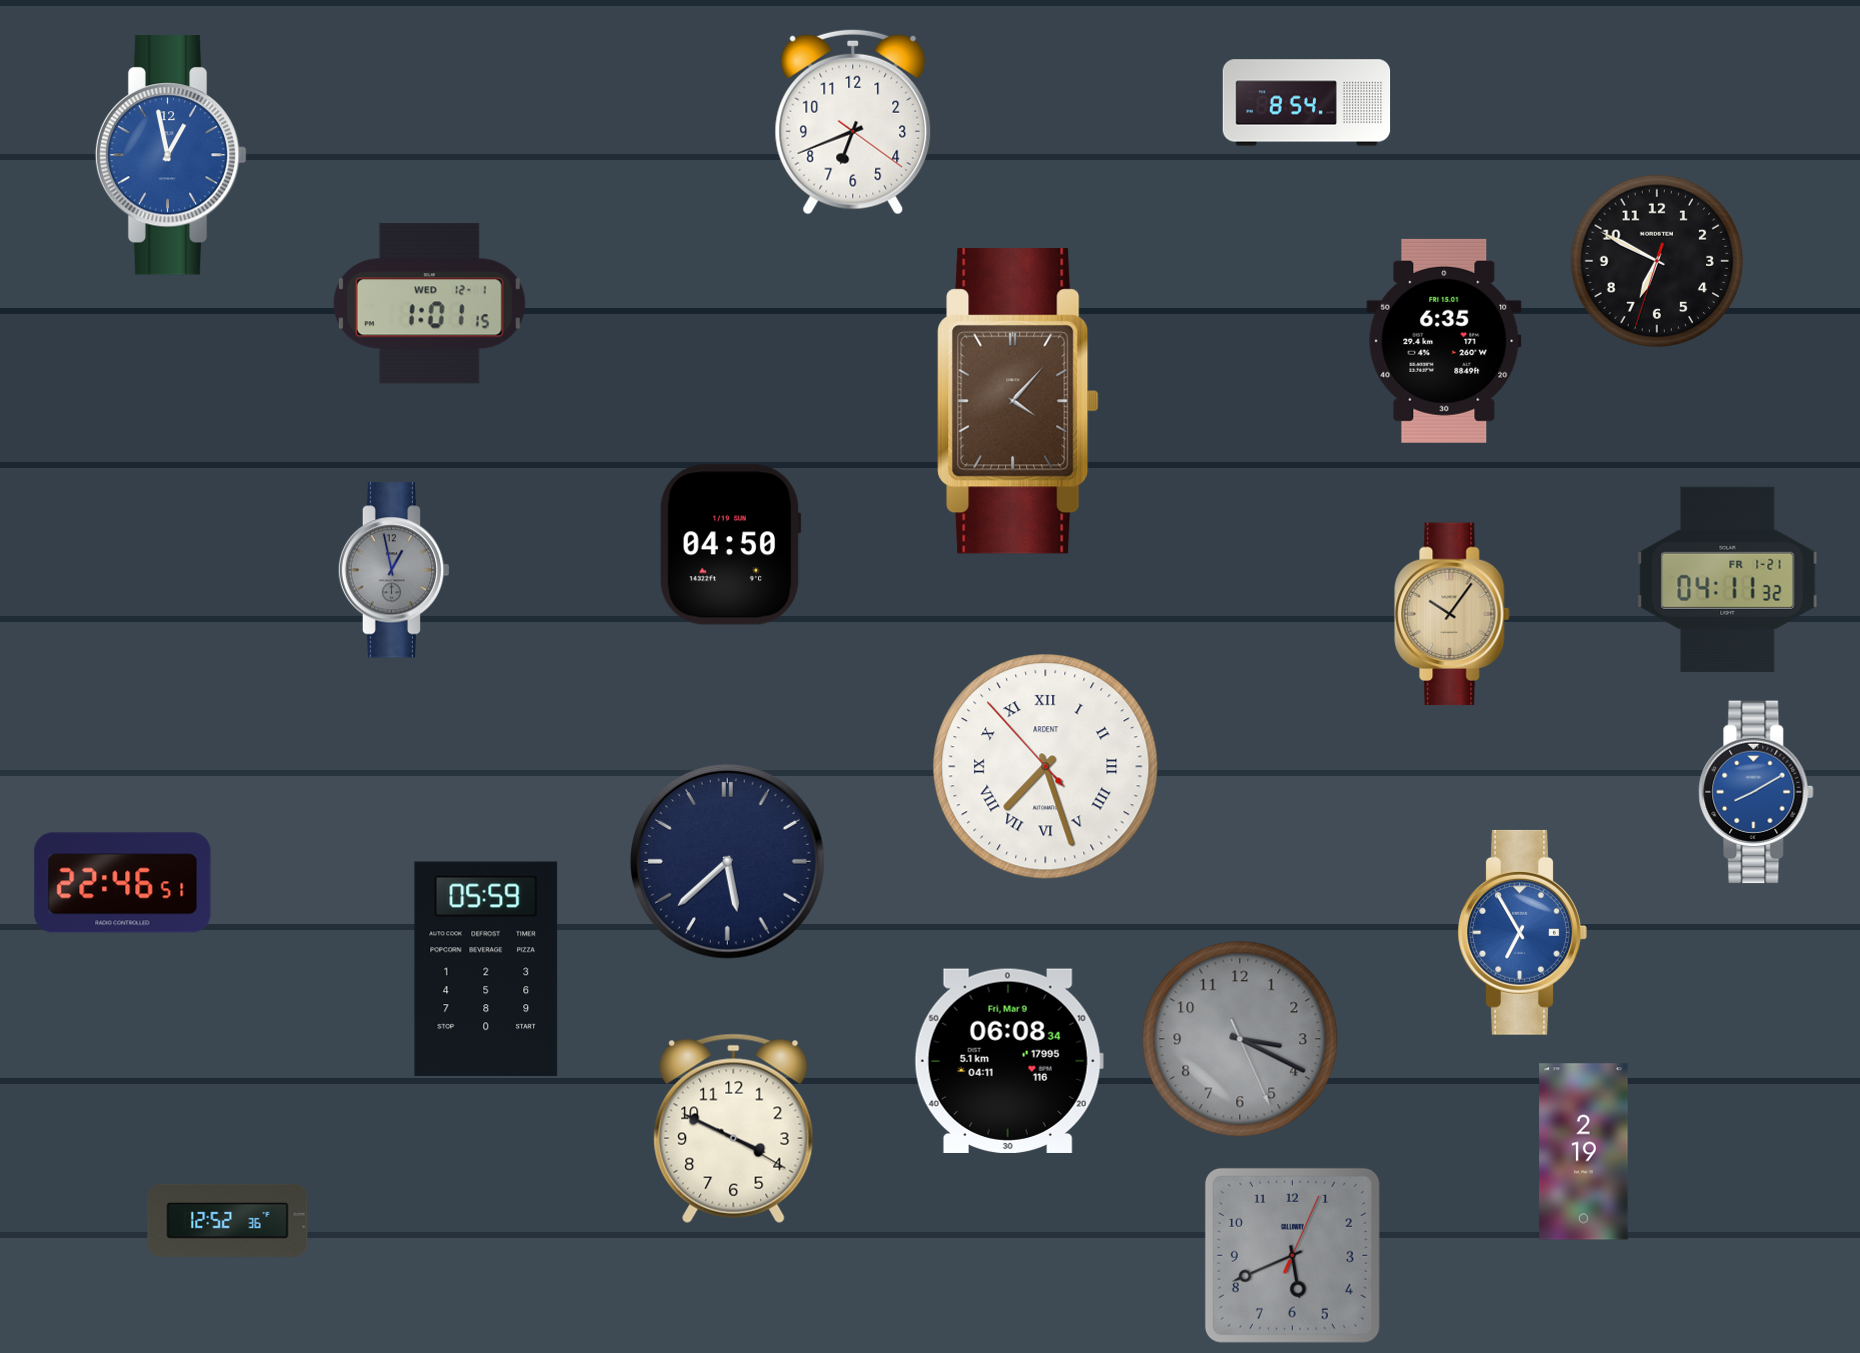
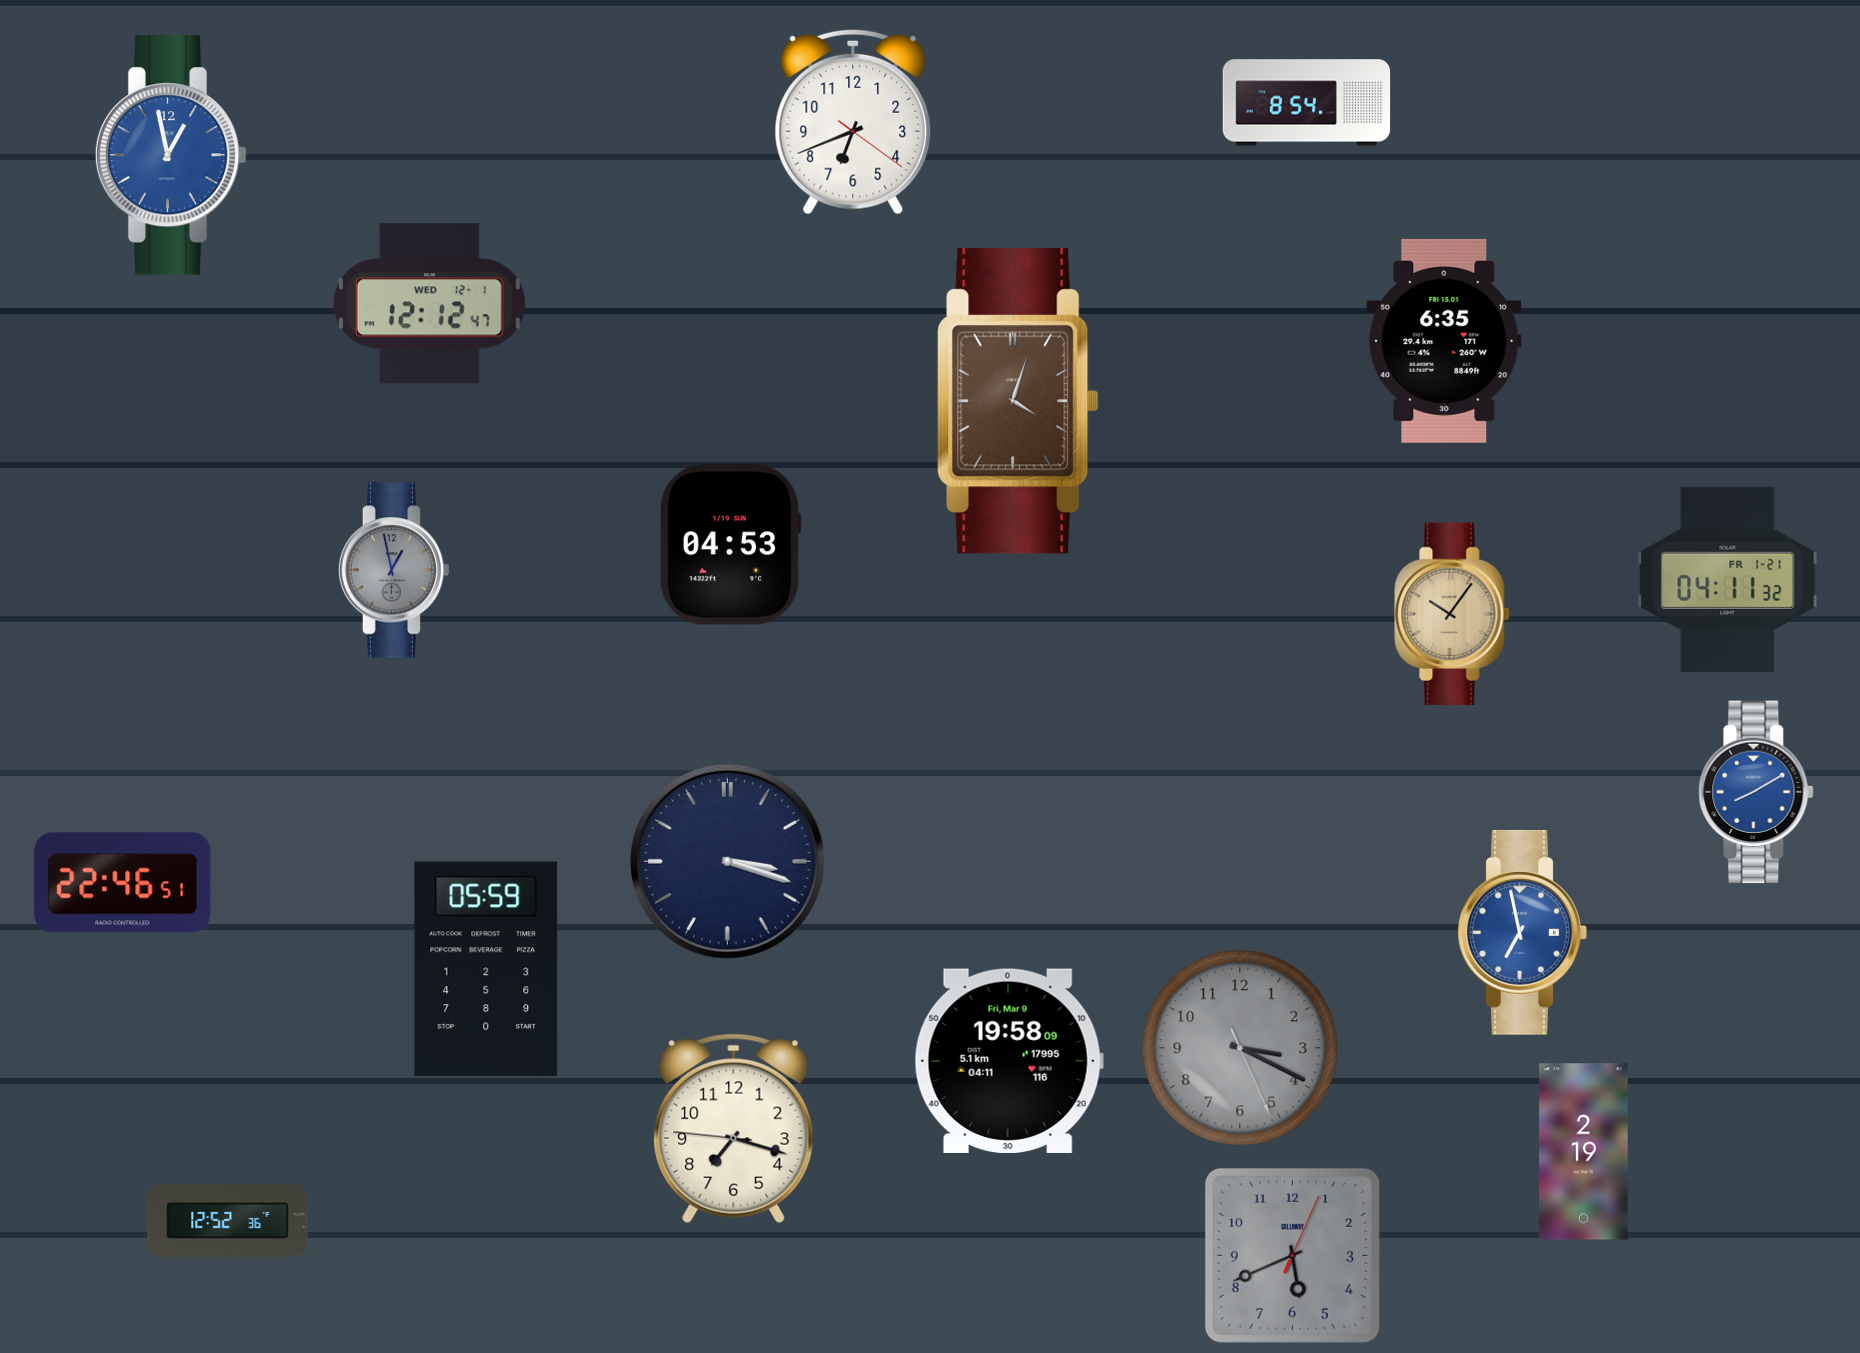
clock at (1657, 261): 6:49 -> none
clock at (429, 304): 1:01 -> 12:12
clock at (1018, 401): 4:07 -> 4:03
clock at (730, 545): 04:50 -> 04:53
clock at (1046, 767): 7:26 -> none
clock at (728, 862): 5:38 -> 3:18
clock at (1522, 932): 6:55 -> 6:58
clock at (1240, 1039) position: (1240, 1039) -> (1240, 1048)
clock at (1009, 1061): 06:08 -> 19:58
clock at (734, 1128): 3:49 -> 7:17
